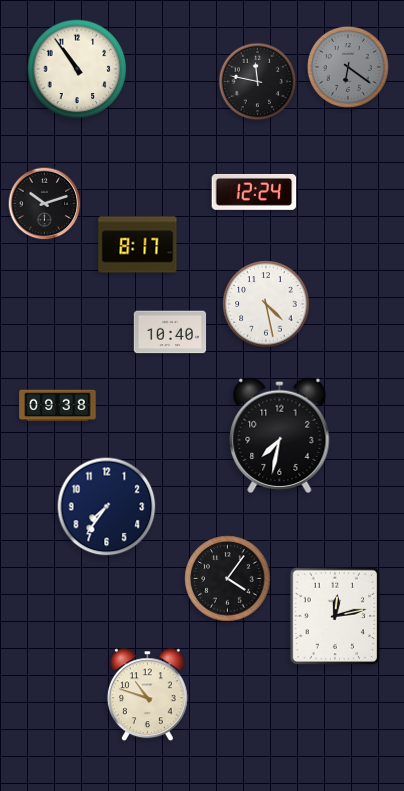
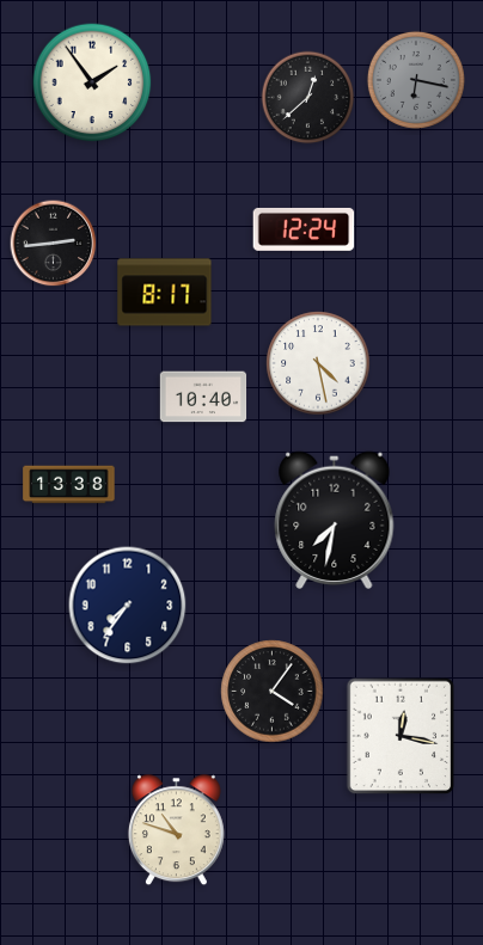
clock at (348, 67): 6:21 -> 6:17
clock at (77, 69): 10:54 -> 1:54
clock at (258, 82): 11:47 -> 12:38
clock at (45, 204): 10:12 -> 2:44
clock at (58, 406): 09:38 -> 13:38
clock at (335, 616): 12:13 -> 12:17
